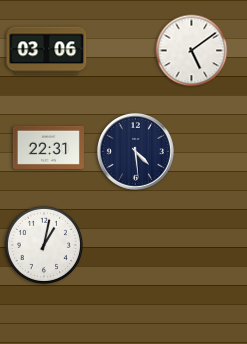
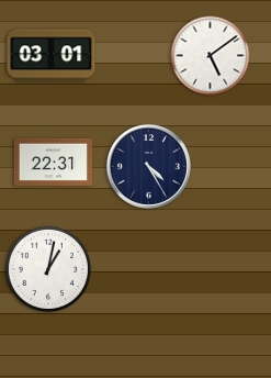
clock at (47, 51): 03:06 -> 03:01
clock at (135, 151): 4:29 -> 4:25
